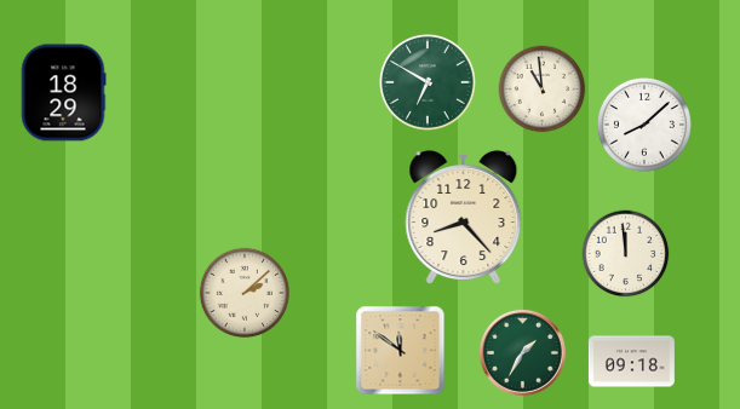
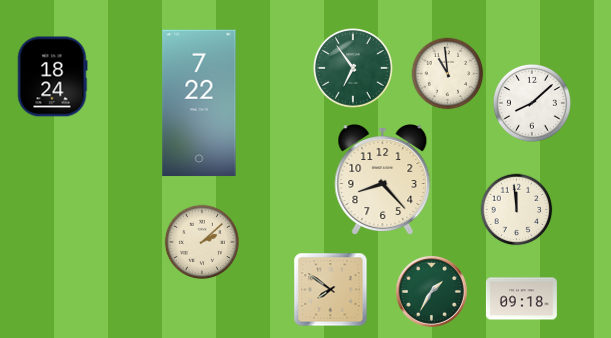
clock at (429, 83): 6:50 -> 6:54
clock at (63, 93): 18:29 -> 18:24
clock at (199, 103): none -> 7:22
clock at (401, 351): 11:51 -> 7:51
